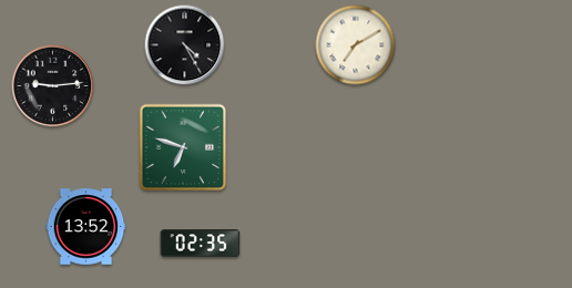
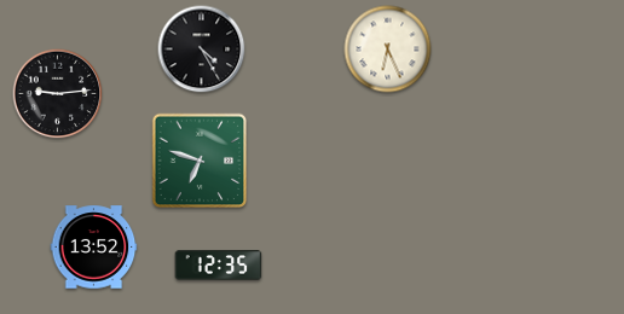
clock at (356, 45): 7:10 -> 6:26
clock at (201, 244): 02:35 -> 12:35
